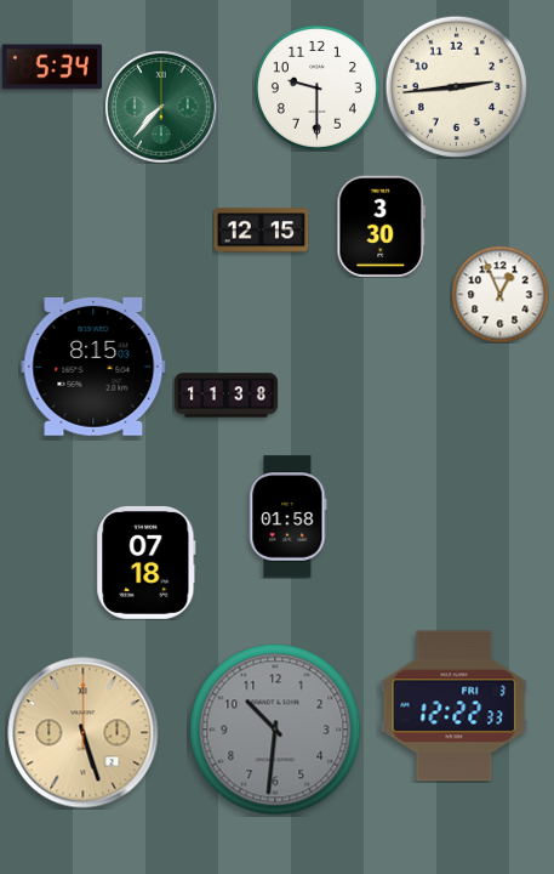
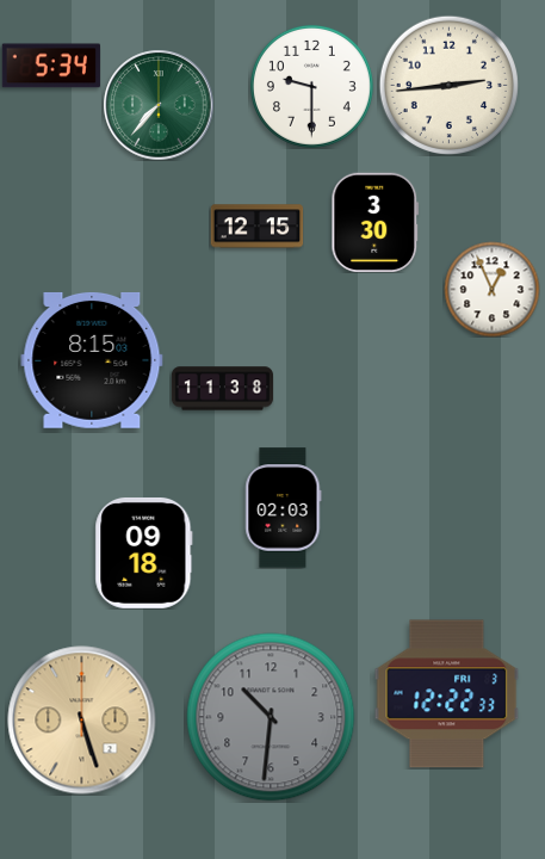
clock at (289, 517): 01:58 -> 02:03
clock at (147, 562): 07:18 -> 09:18
